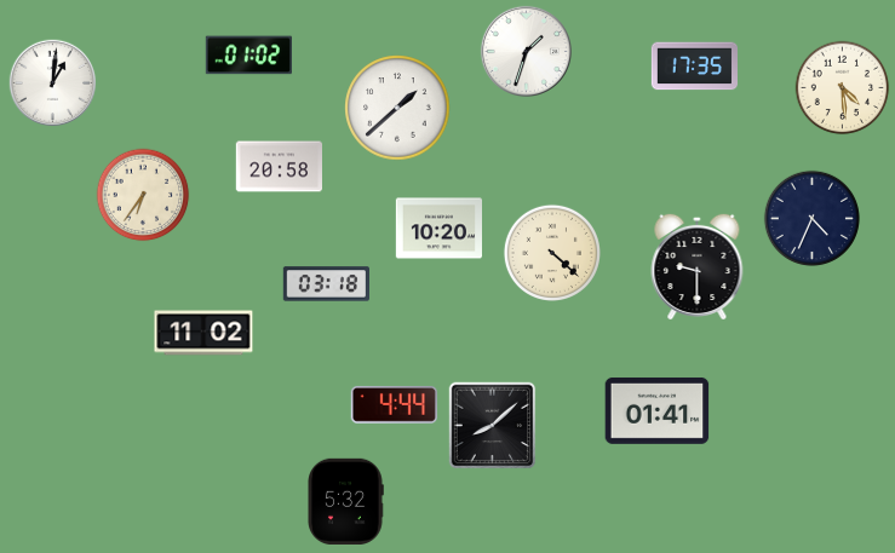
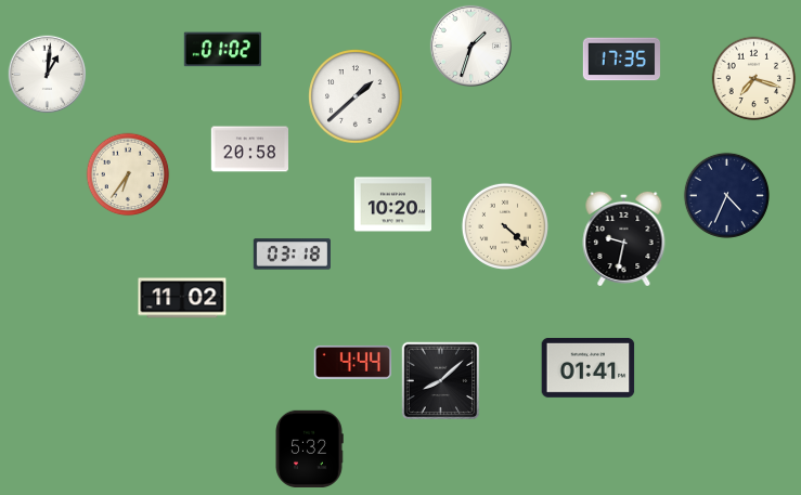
clock at (843, 88): 4:29 -> 7:18
clock at (552, 253) position: (552, 253) -> (505, 226)
clock at (698, 265): 9:30 -> 9:32
